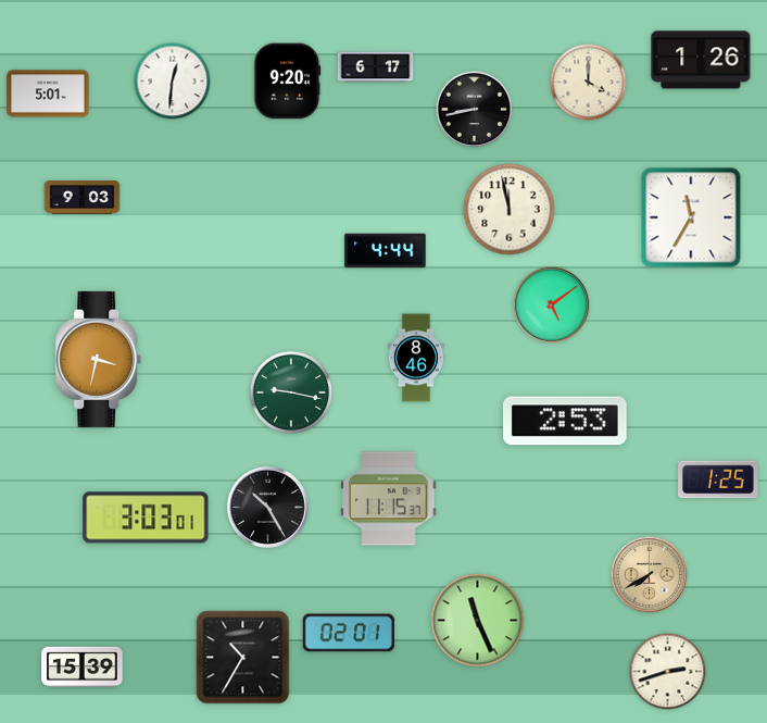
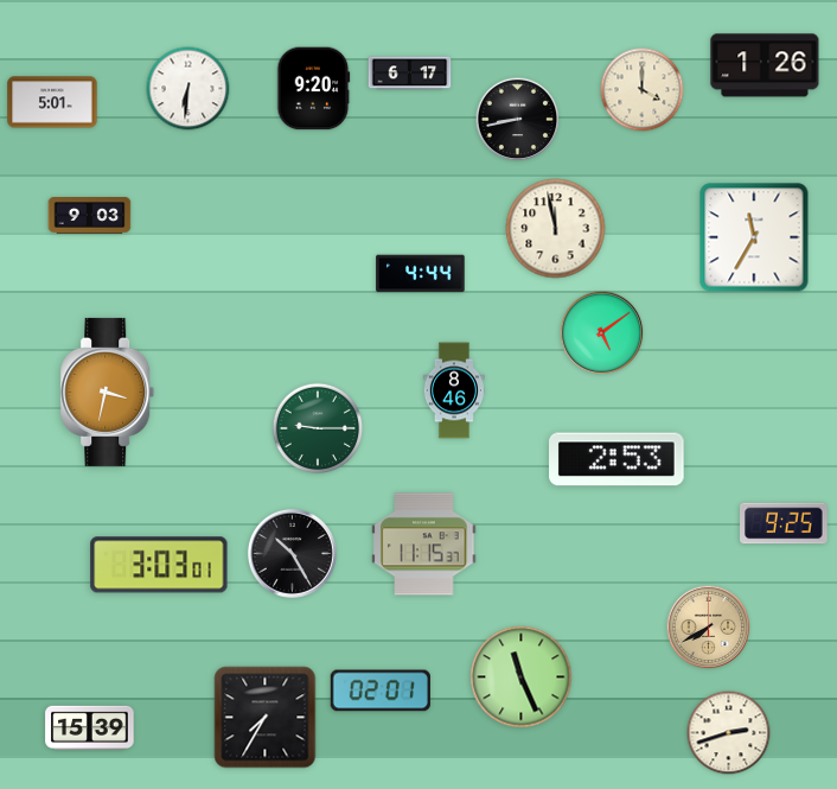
clock at (173, 82): 12:31 -> 6:31
clock at (291, 392): 9:17 -> 9:15
clock at (719, 479): 1:25 -> 9:25
clock at (243, 658): 10:35 -> 7:35
